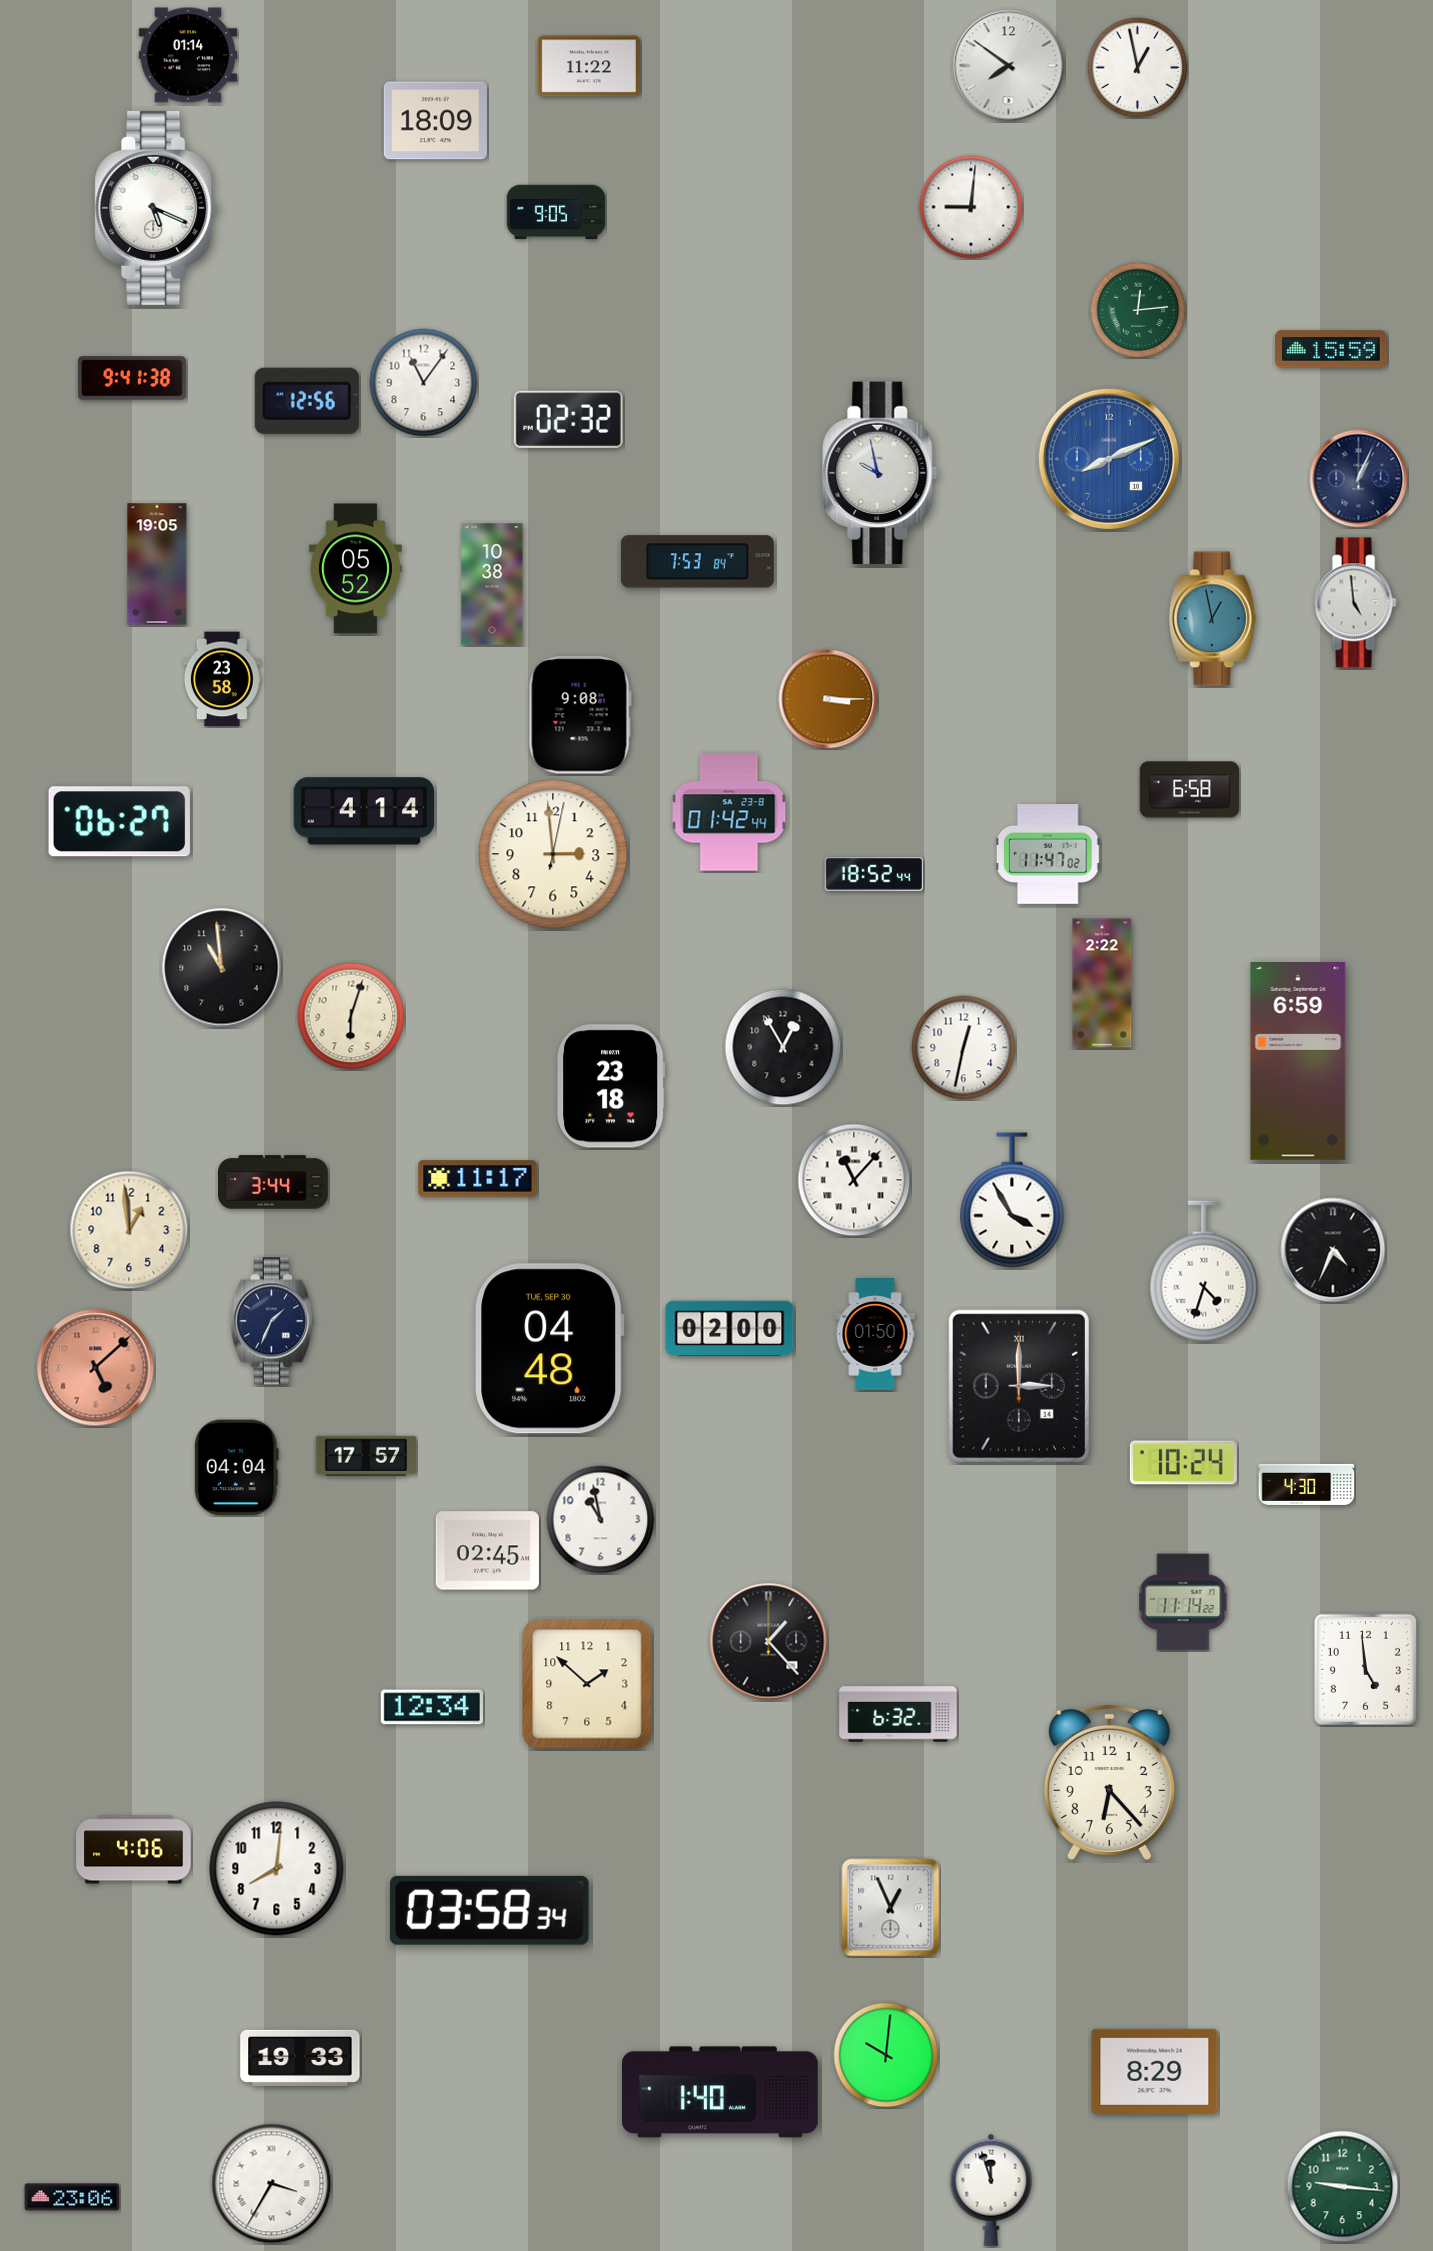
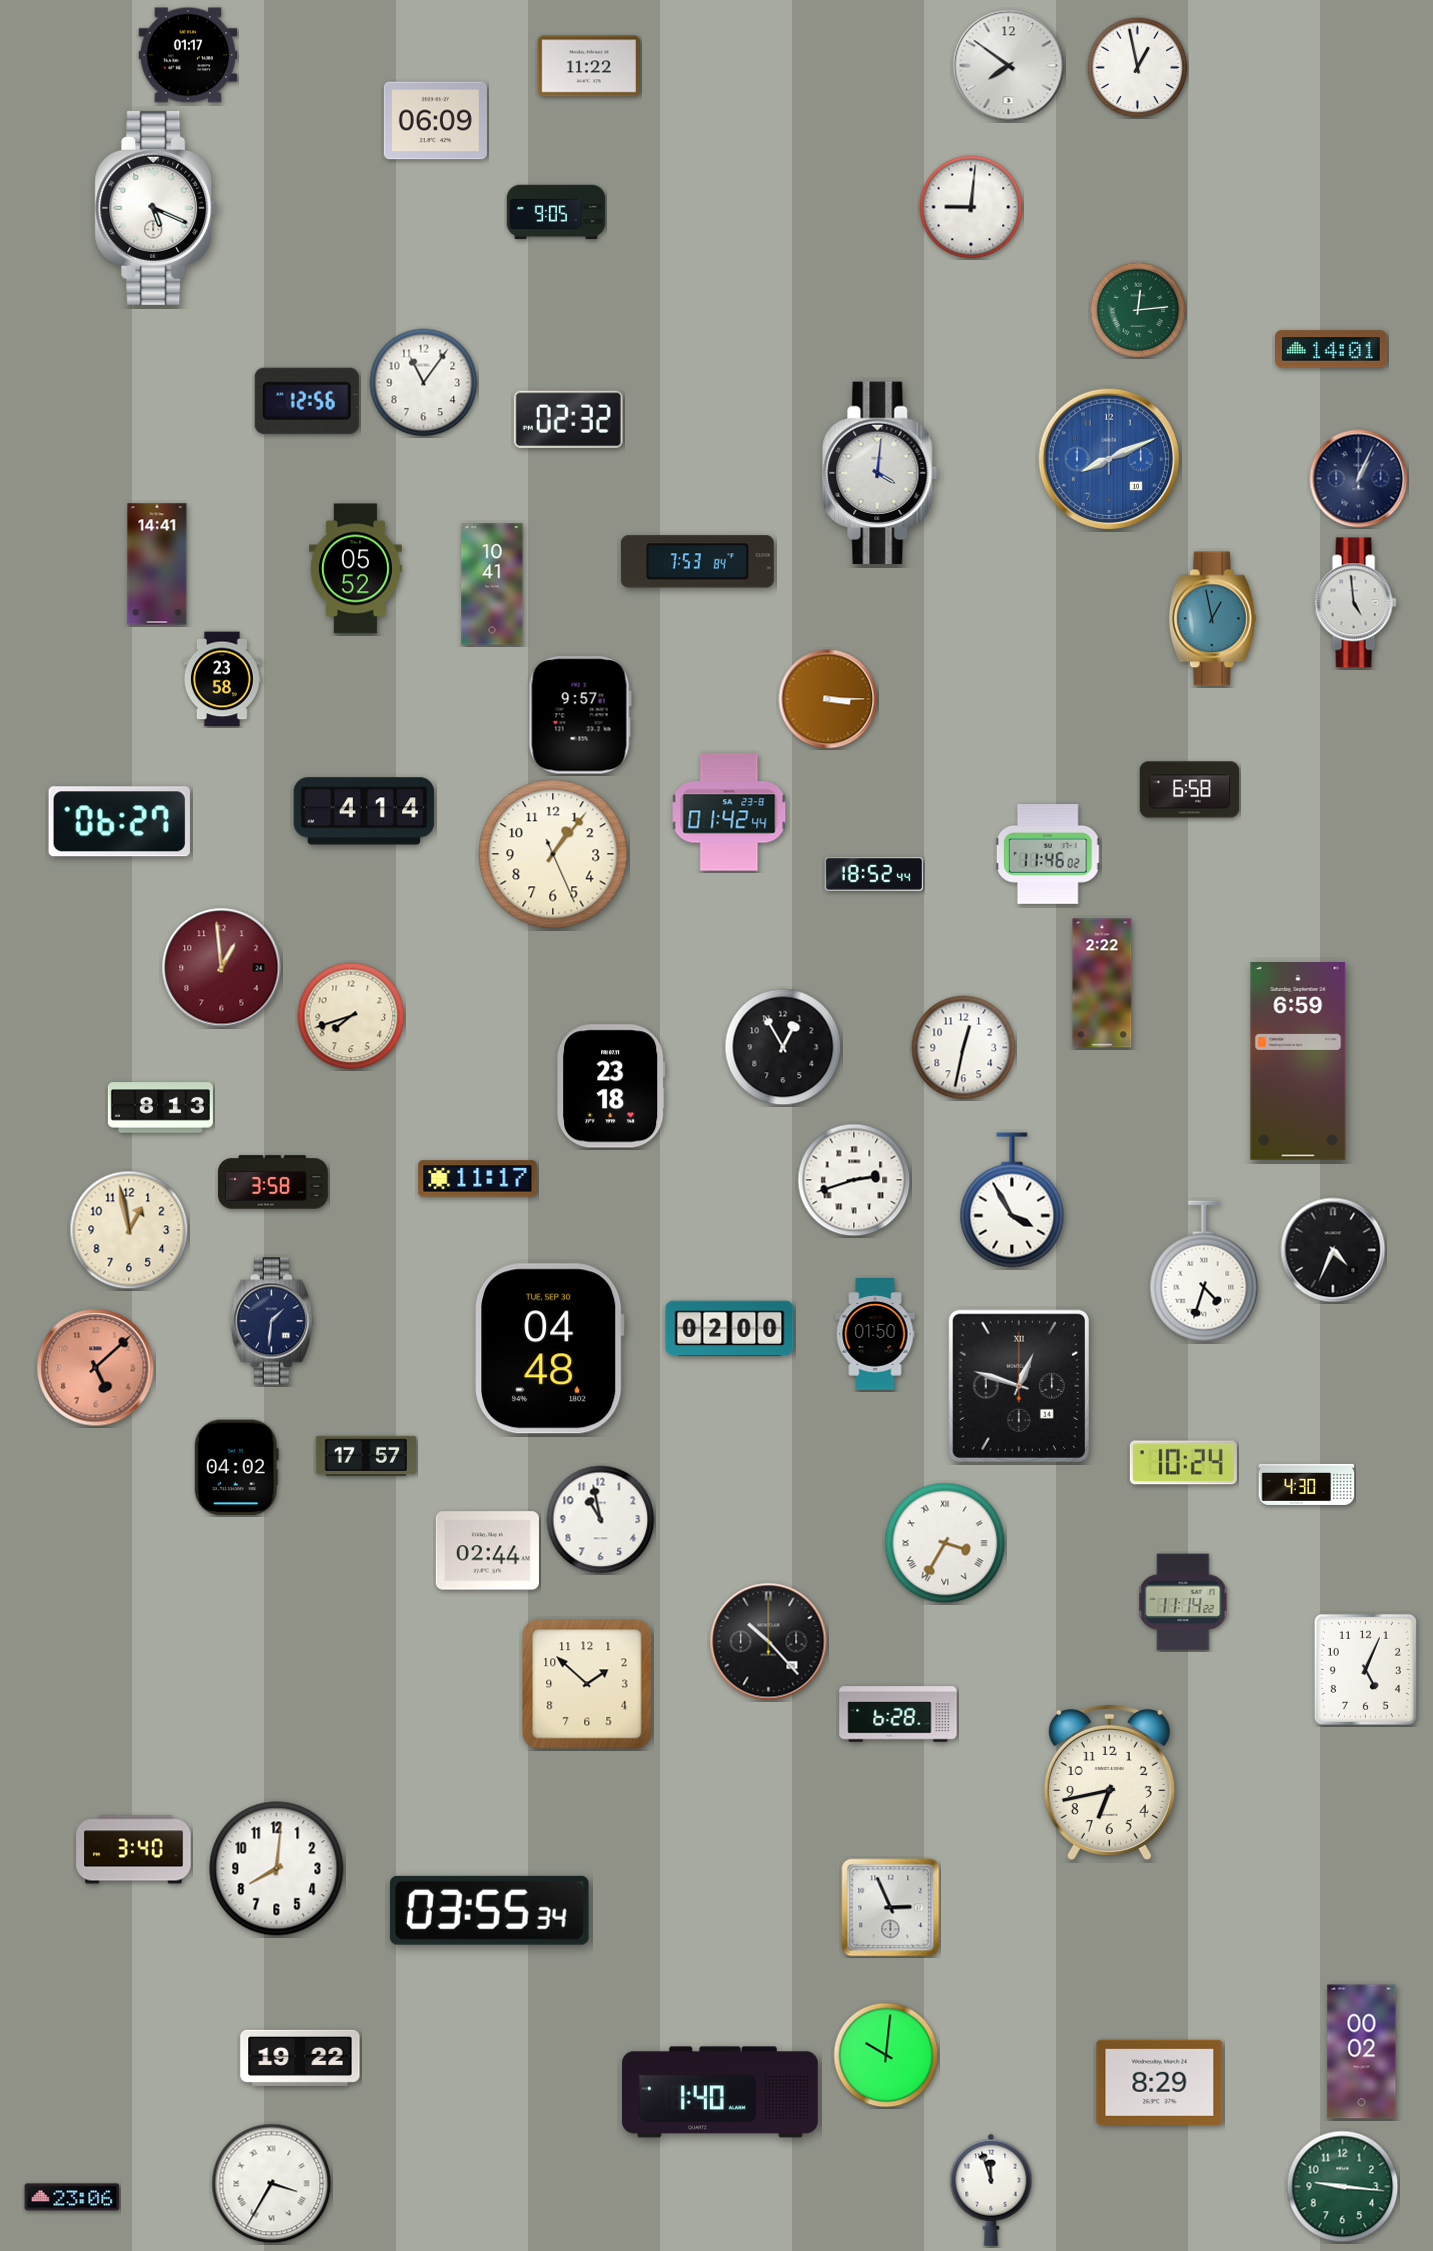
clock at (188, 55): 01:14 -> 01:17
clock at (435, 121): 18:09 -> 06:09
clock at (1331, 349): 15:59 -> 14:01
clock at (132, 378): 9:41 -> none
clock at (880, 473): 9:58 -> 4:01
clock at (157, 564): 19:05 -> 14:41
clock at (492, 584): 10:38 -> 10:41
clock at (580, 715): 9:08 -> 9:57
clock at (553, 854): 2:59 -> 1:06
clock at (1048, 855): 11:47 -> 11:46
clock at (222, 968): 10:59 -> 12:59
clock at (222, 968) dial: black -> burgundy
clock at (351, 1016): 6:03 -> 7:42
clock at (160, 1108): none -> 8:13
clock at (854, 1180): 11:07 -> 2:42
clock at (274, 1182): 3:44 -> 3:58
clock at (129, 1230): 12:59 -> 12:58
clock at (272, 1321): 1:34 -> 1:31
clock at (1019, 1386): 3:00 -> 12:48
clock at (236, 1468): 04:04 -> 04:02
clock at (945, 1543): none -> 3:35
clock at (487, 1551): 02:45 -> 02:44
clock at (769, 1642): 1:23 -> 10:23
clock at (1365, 1669): 4:59 -> 5:04
clock at (432, 1707): 12:34 -> none
clock at (898, 1714): 6:32 -> 6:28
clock at (1109, 1782): 6:23 -> 6:43
clock at (134, 1850): 4:06 -> 3:40
clock at (891, 1908): 12:56 -> 2:56
clock at (489, 1910): 03:58 -> 03:55
clock at (1362, 2052): none -> 00:02
clock at (300, 2058): 19:33 -> 19:22
clock at (1155, 2071) position: (1155, 2071) -> (1160, 2082)
